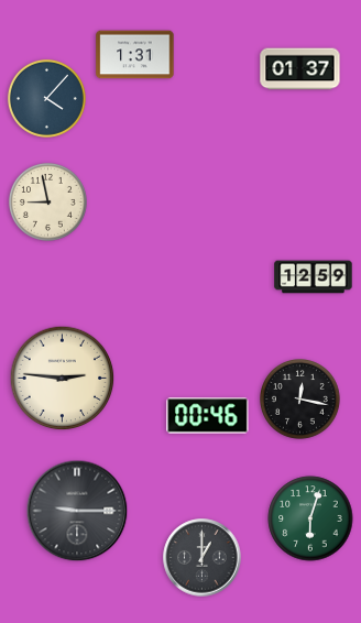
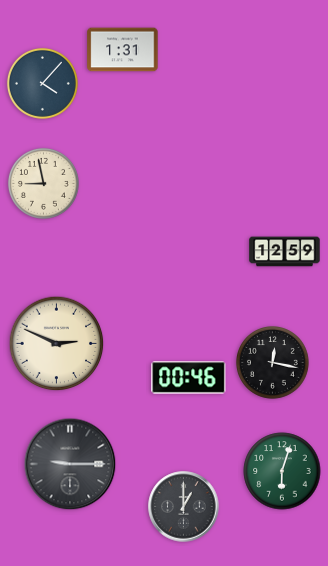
clock at (300, 69): 01:37 -> none
clock at (46, 98) position: (46, 98) -> (42, 83)
clock at (63, 379): 2:46 -> 2:49
